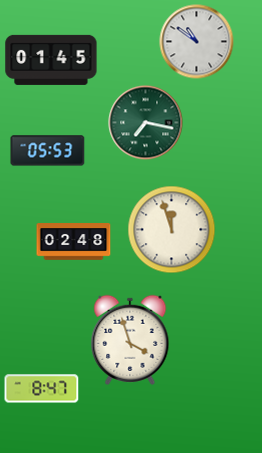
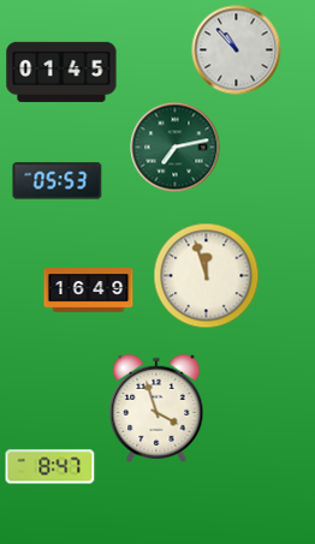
clock at (197, 42): 10:51 -> 10:53
clock at (146, 123): 7:17 -> 7:13
clock at (74, 242): 02:48 -> 16:49
